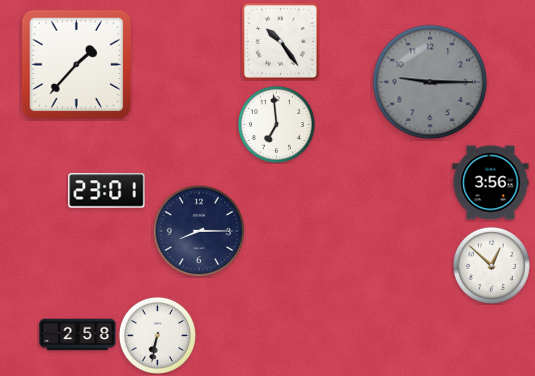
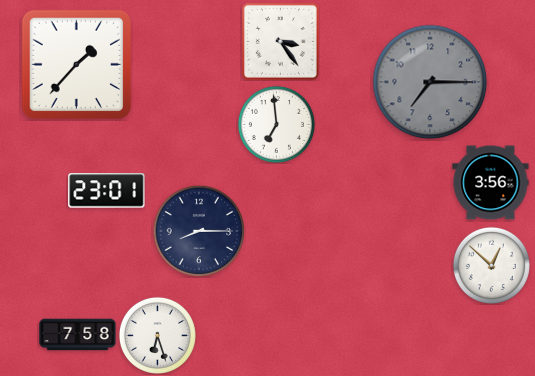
clock at (280, 41): 10:24 -> 3:24
clock at (430, 82): 9:15 -> 7:15
clock at (78, 335): 2:58 -> 7:58
clock at (157, 335): 6:32 -> 6:27
